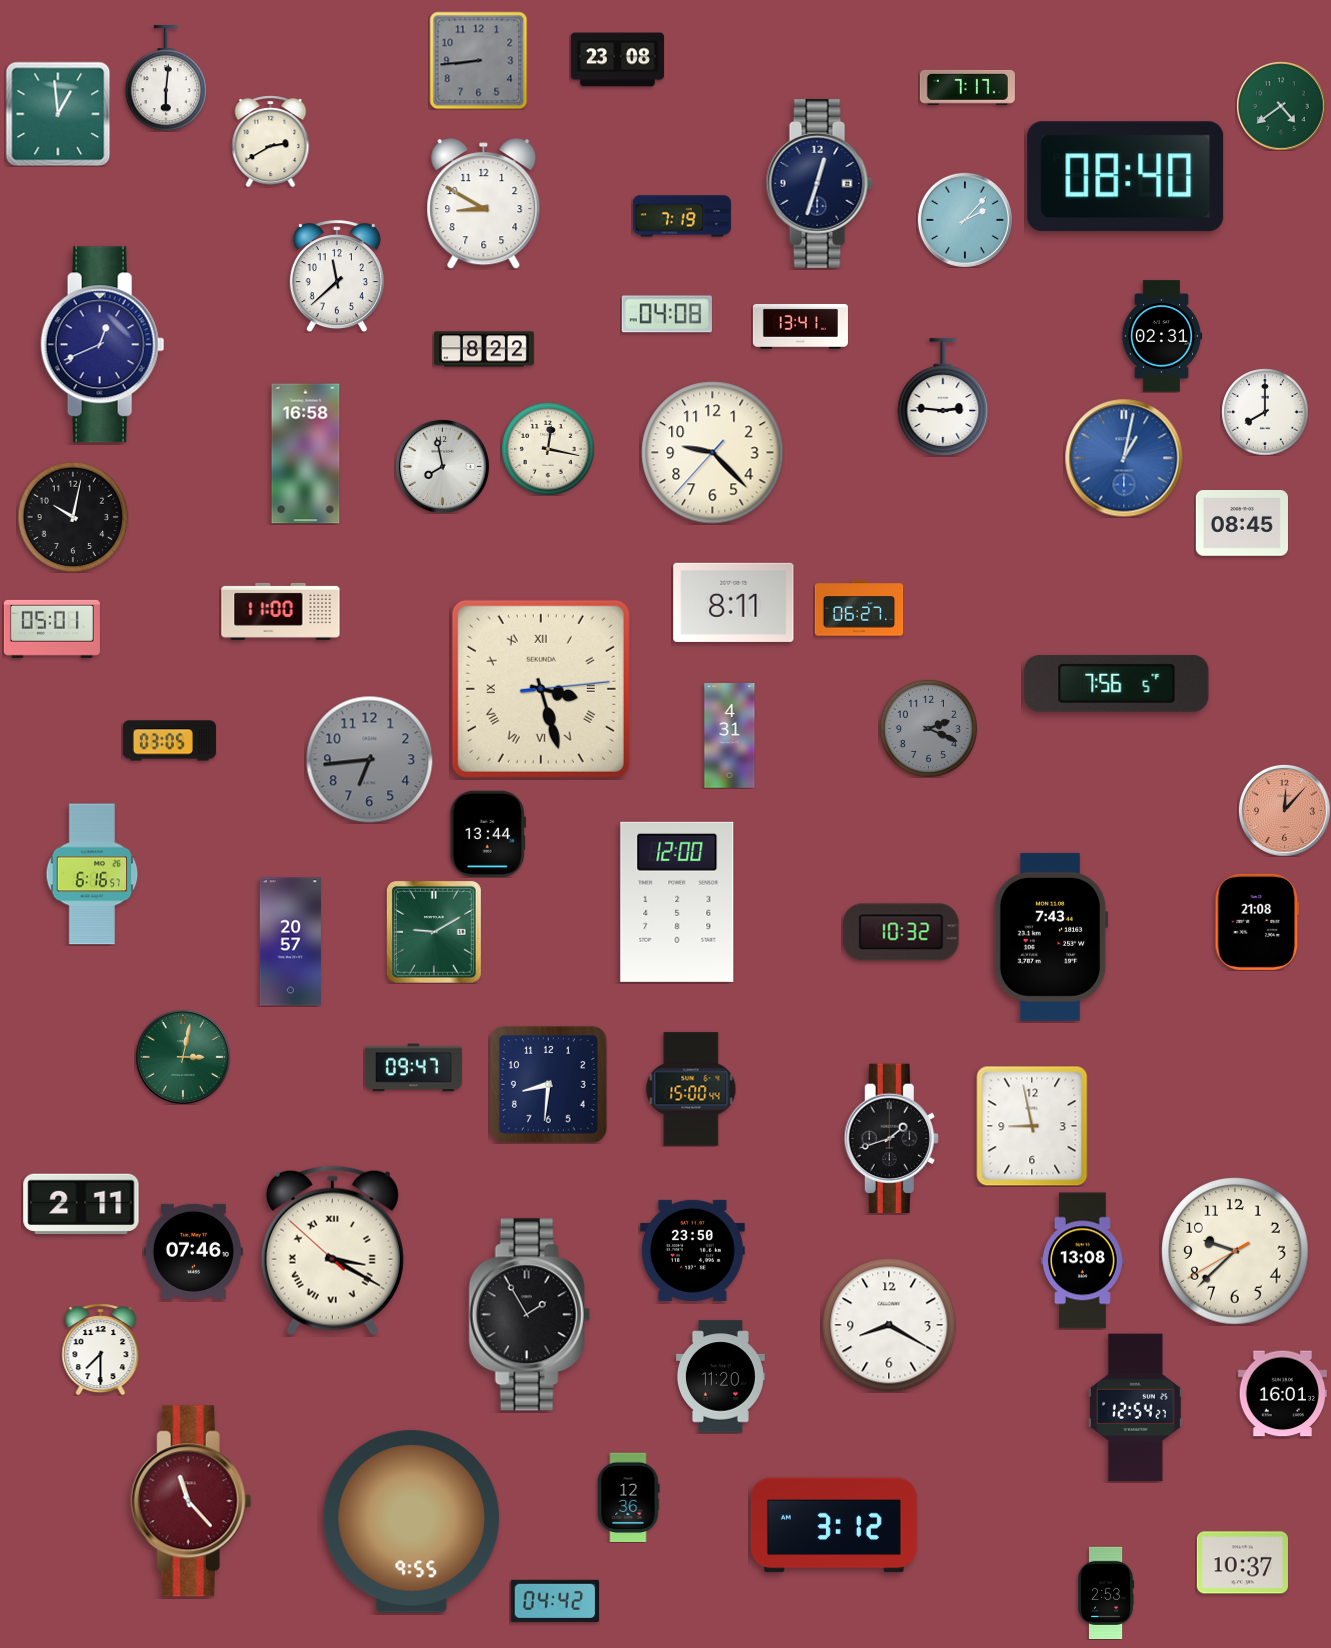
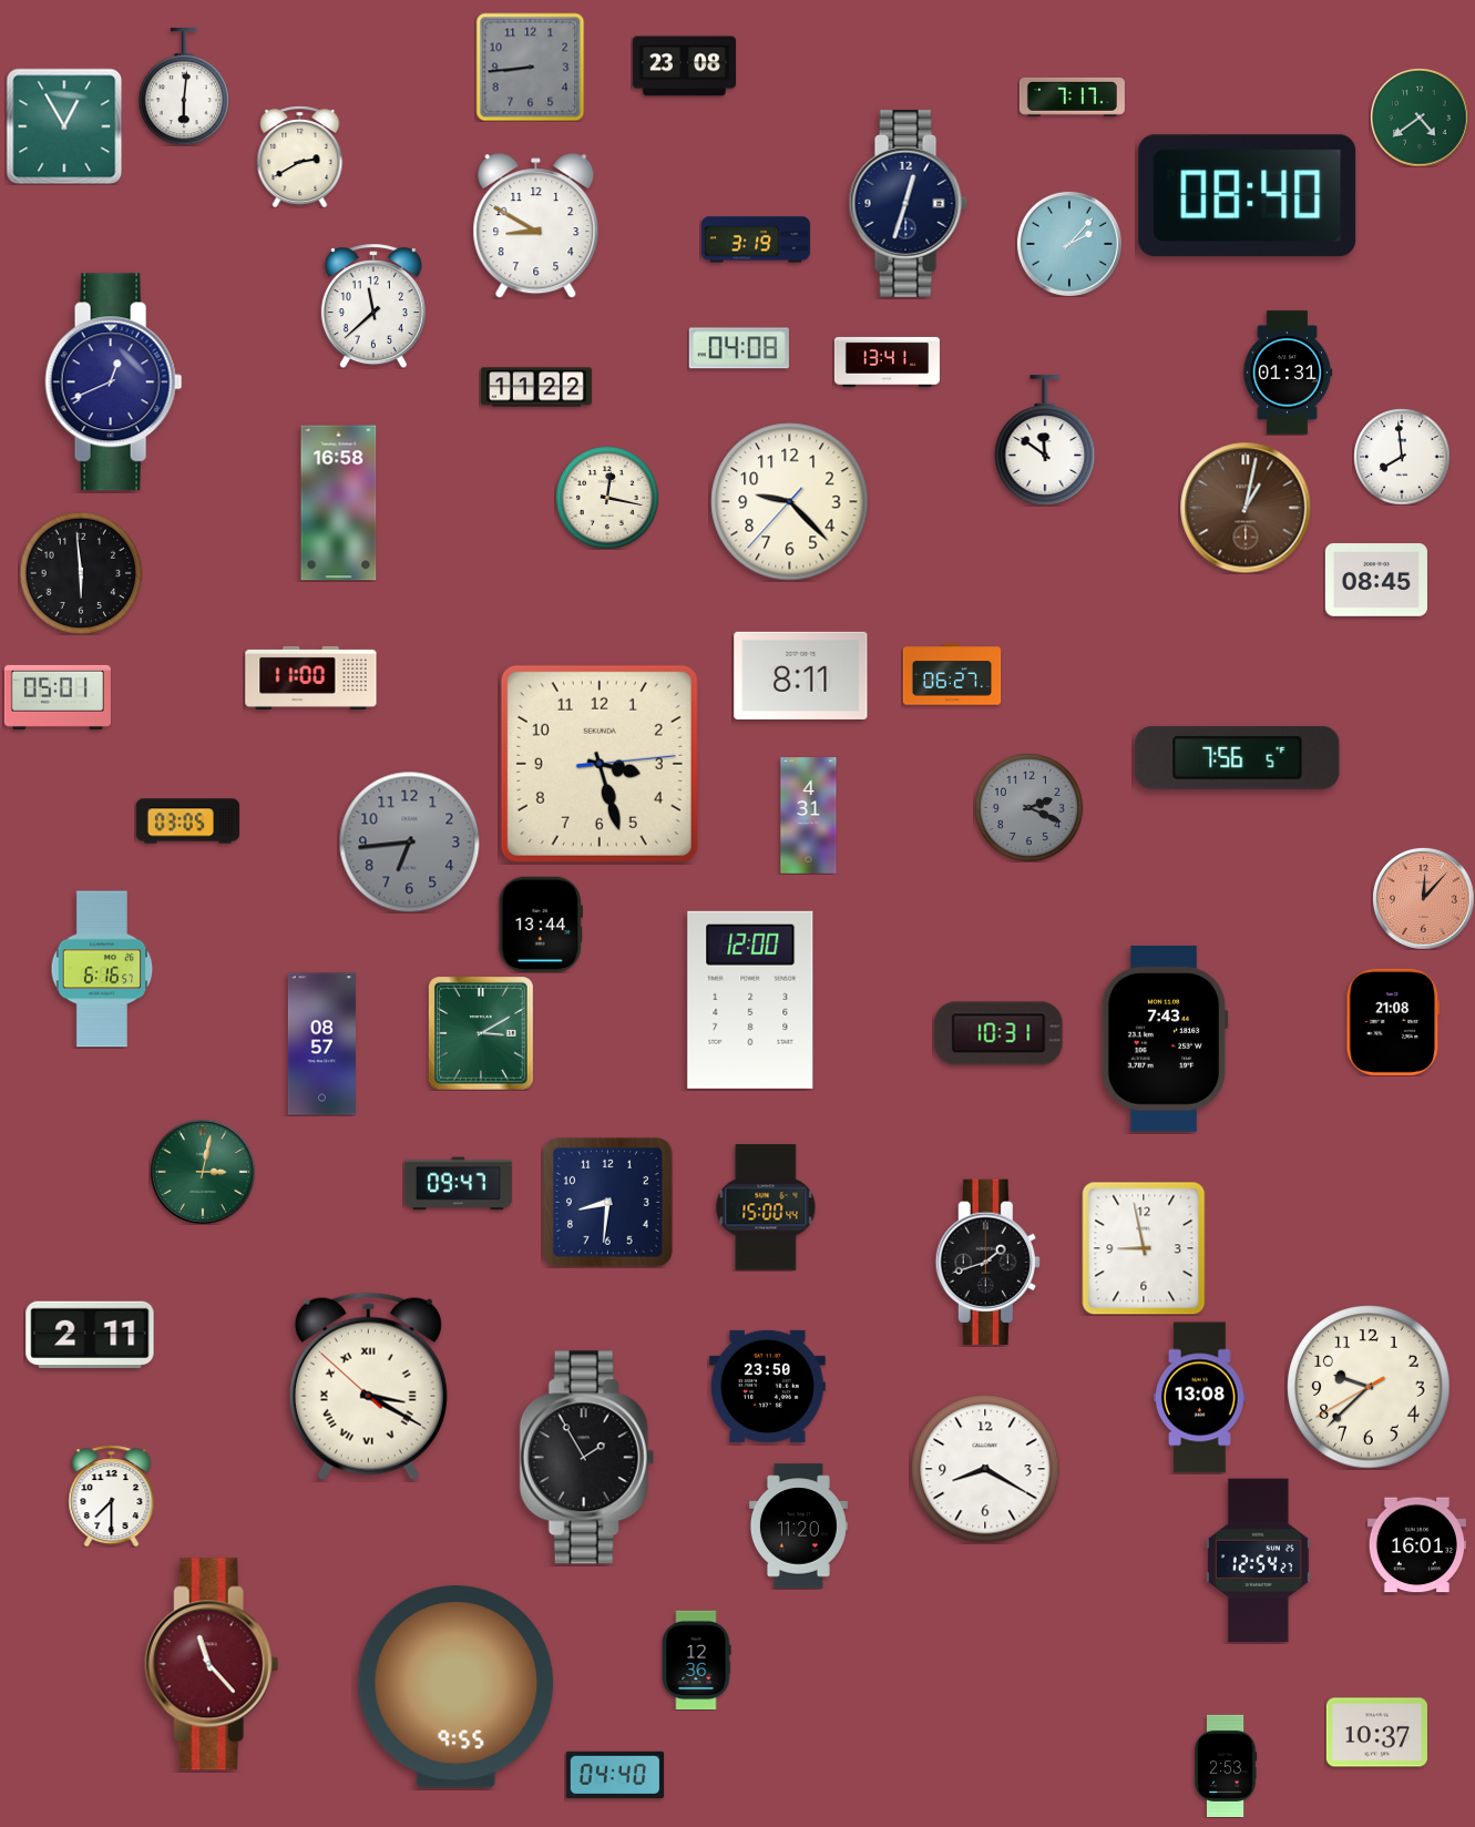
clock at (58, 114): 12:59 -> 12:55
clock at (682, 216): 7:19 -> 3:19
clock at (1162, 336): 02:31 -> 01:31
clock at (484, 349): 8:22 -> 11:22
clock at (943, 397): 2:46 -> 11:51
clock at (1265, 412): 8:00 -> 7:59
clock at (1124, 458) dial: blue -> brown
clock at (442, 466): 7:58 -> none
clock at (73, 517): 10:02 -> 5:59
clock at (734, 602) position: (734, 602) -> (801, 675)
clock at (541, 689) numerals: Roman -> Arabic
clock at (434, 932): 9:10 -> 3:10
clock at (901, 932): 10:32 -> 10:31
clock at (290, 942): 20:57 -> 08:57
clock at (193, 1251): 07:46 -> none
clock at (1282, 1394) position: (1282, 1394) -> (1416, 1545)
clock at (834, 1525): 3:12 -> none
clock at (554, 1601): 04:42 -> 04:40
